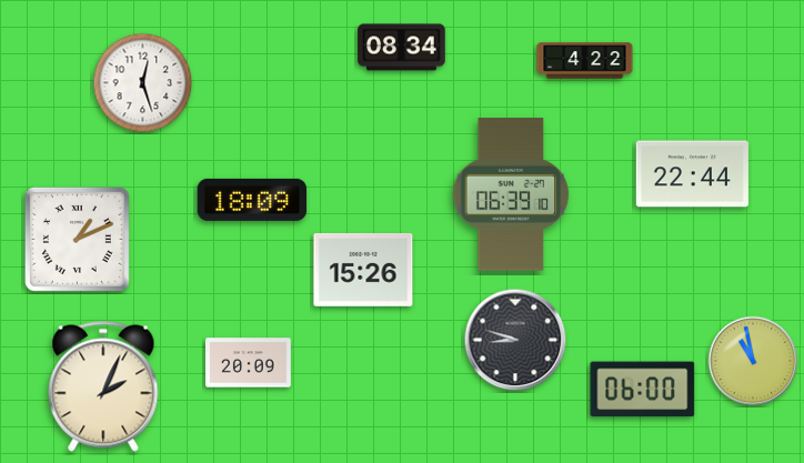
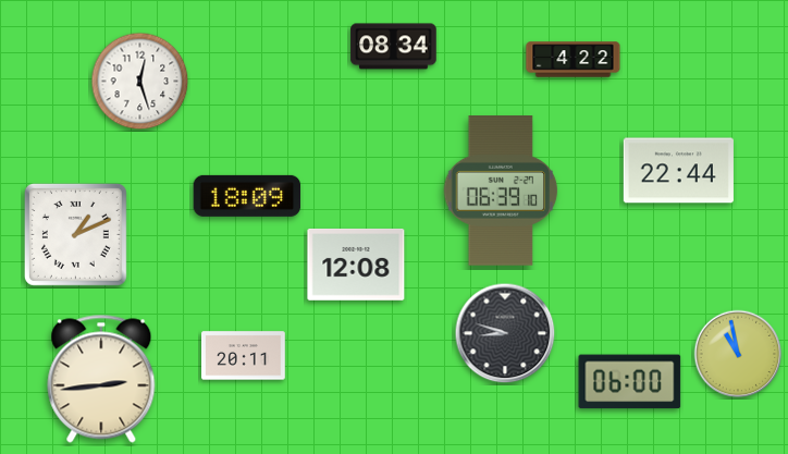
clock at (363, 270): 15:26 -> 12:08
clock at (249, 363): 20:09 -> 20:11
clock at (103, 386): 2:04 -> 2:44
